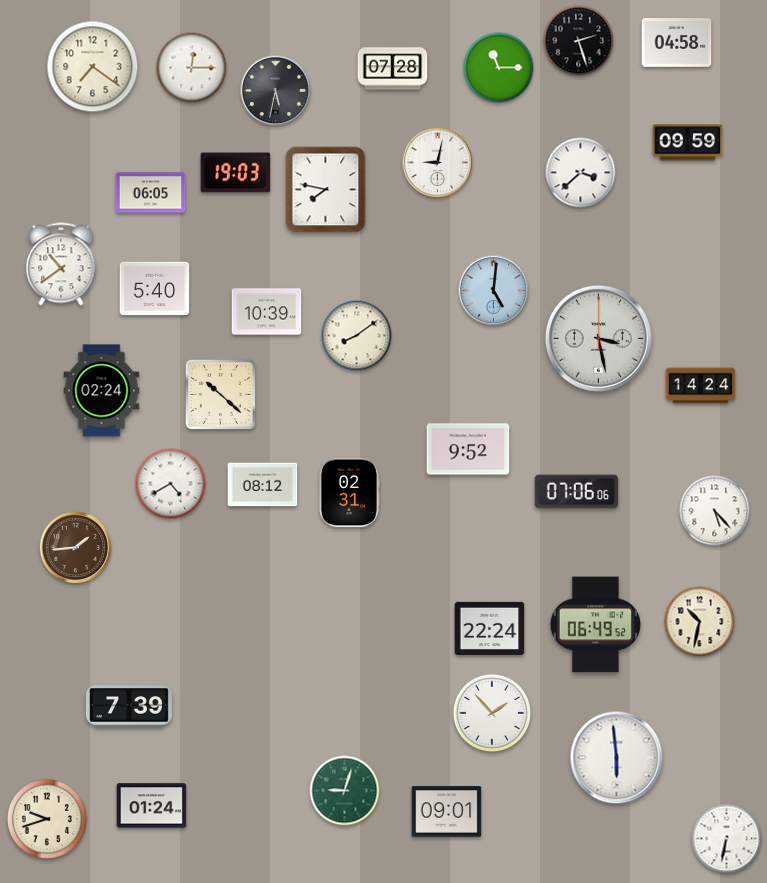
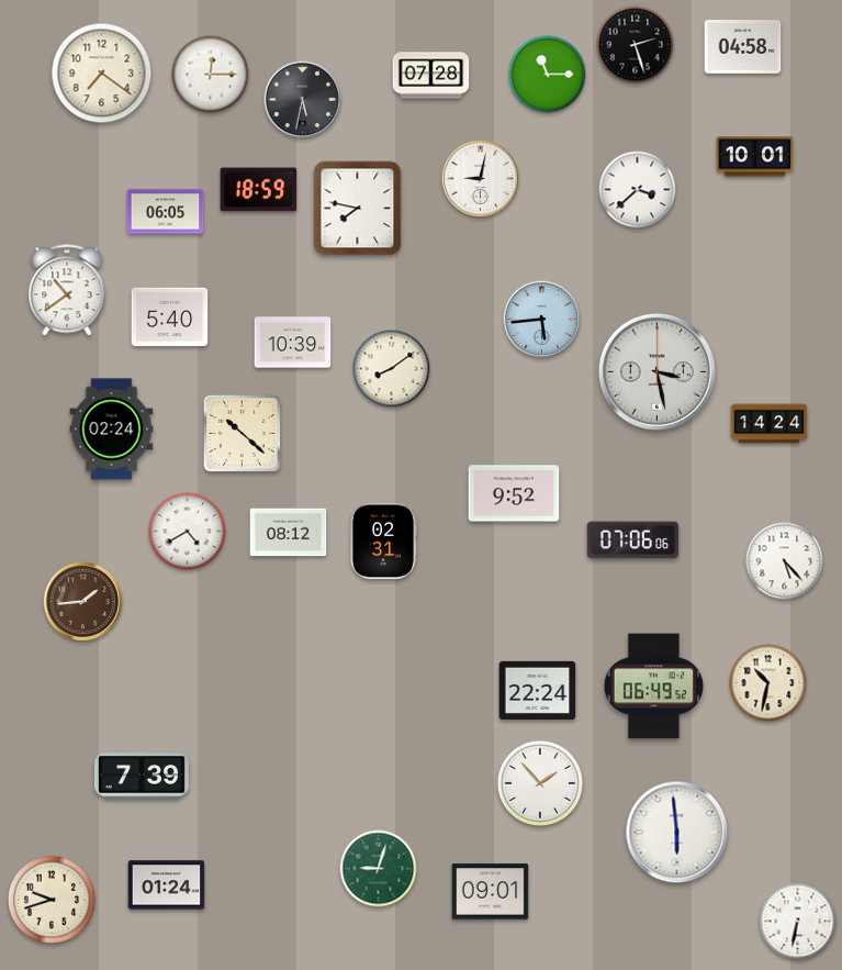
clock at (688, 143): 09:59 -> 10:01
clock at (236, 173): 19:03 -> 18:59
clock at (494, 291): 5:01 -> 5:44
